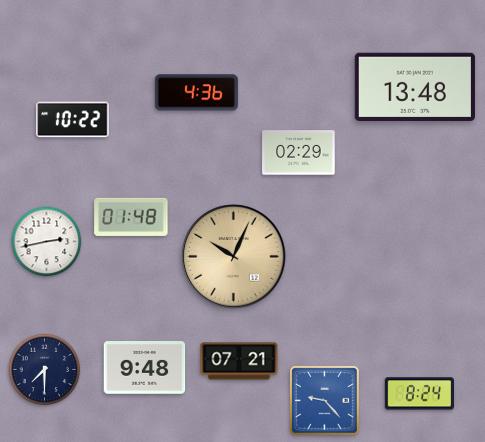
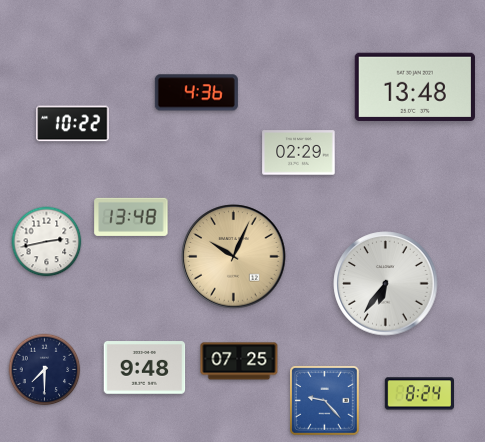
clock at (73, 120) position: (73, 120) -> (73, 124)
clock at (131, 217): 01:48 -> 13:48
clock at (386, 284): none -> 6:36
clock at (239, 361): 07:21 -> 07:25
